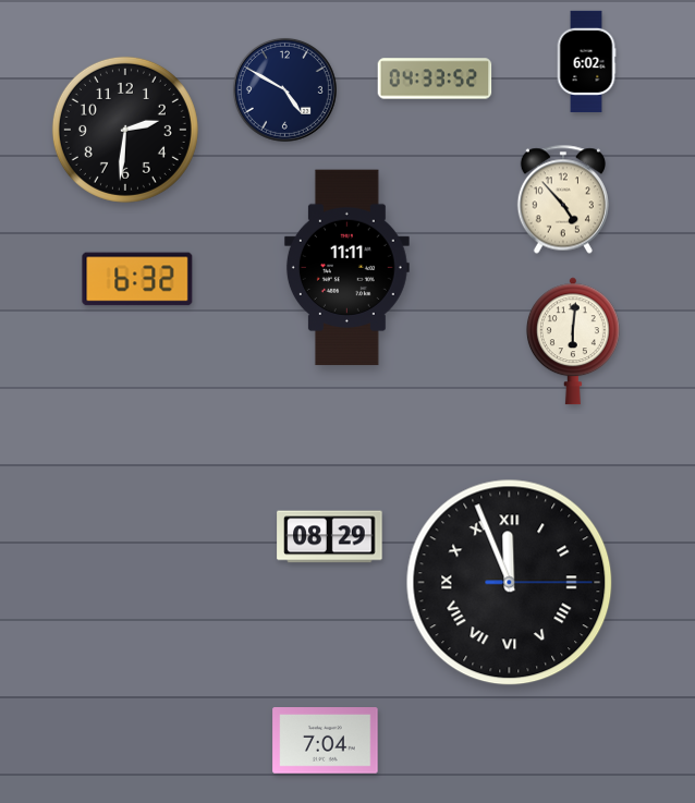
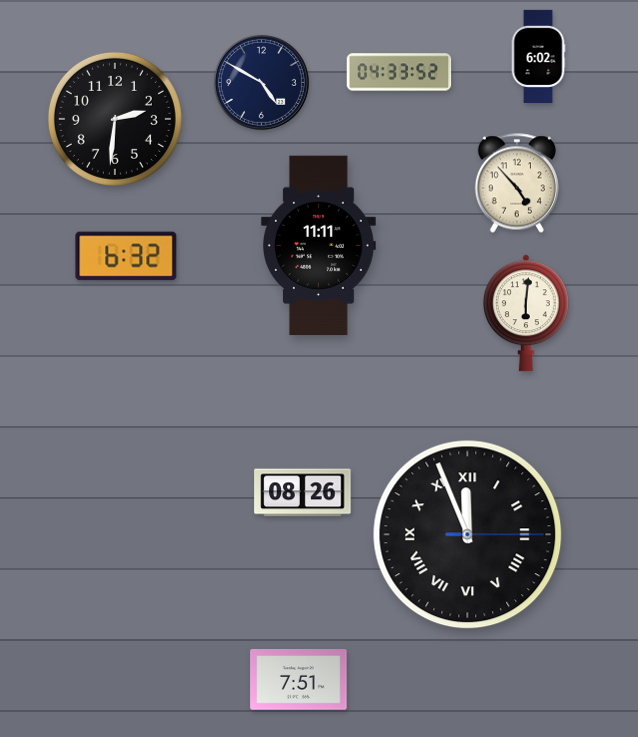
clock at (330, 537): 08:29 -> 08:26
clock at (326, 741): 7:04 -> 7:51
